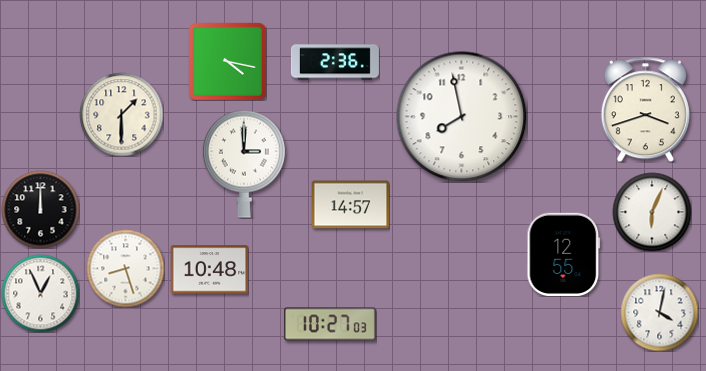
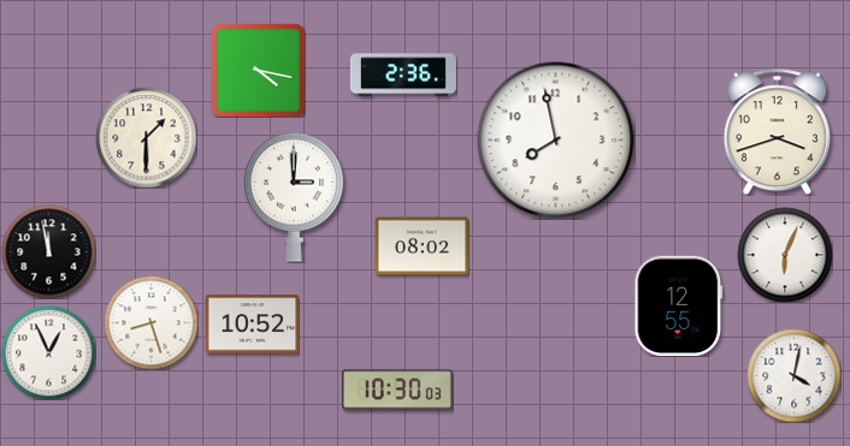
clock at (227, 61) position: (227, 61) -> (258, 70)
clock at (350, 205): 14:57 -> 08:02
clock at (40, 209): 12:00 -> 11:58
clock at (209, 270): 10:48 -> 10:52
clock at (330, 324): 10:27 -> 10:30
